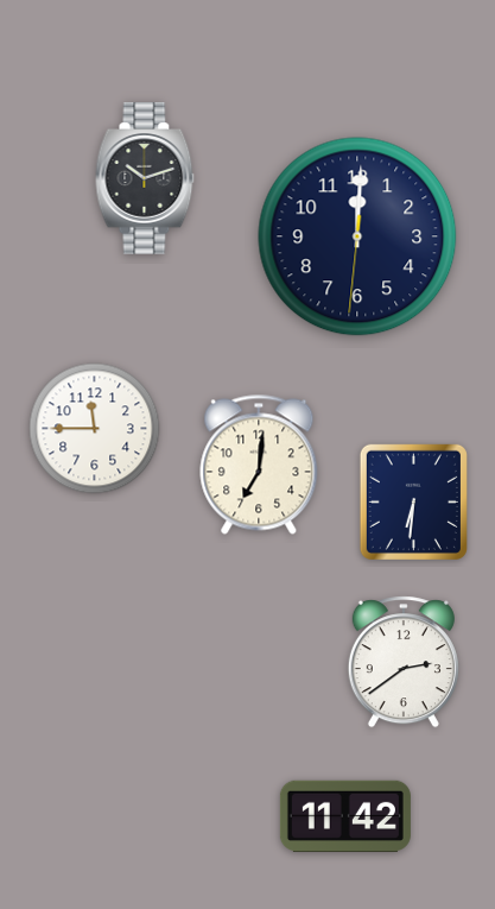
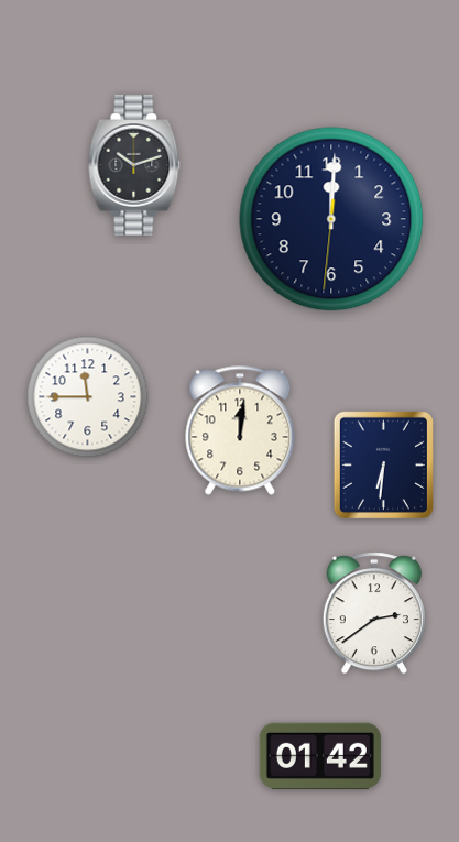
clock at (259, 465): 7:01 -> 12:01
clock at (345, 815): 11:42 -> 01:42
